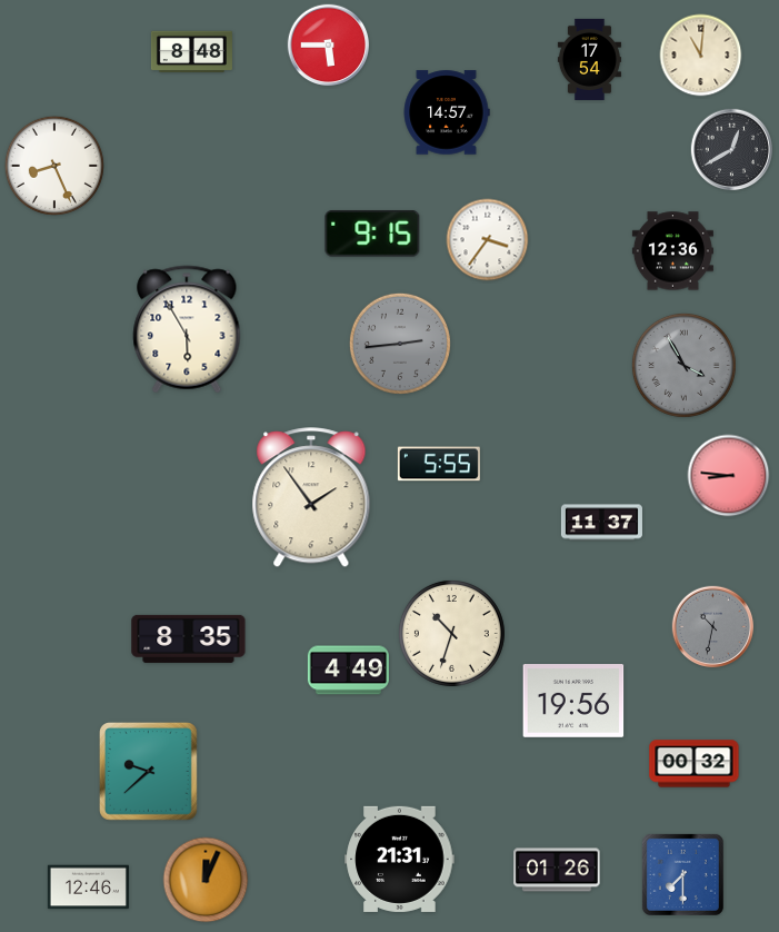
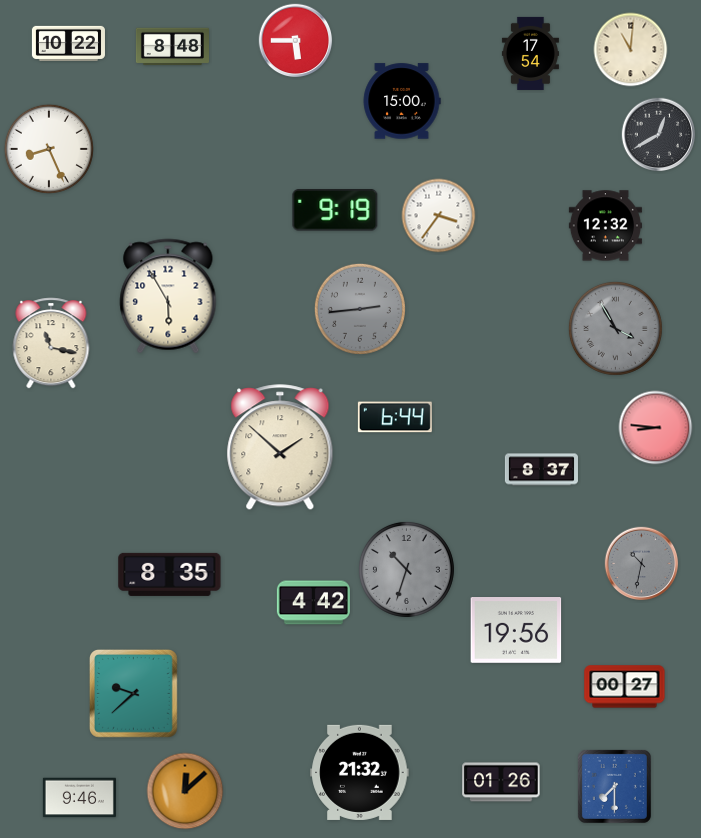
clock at (68, 43): none -> 10:22
clock at (447, 112): 14:57 -> 15:00
clock at (372, 234): 9:15 -> 9:19
clock at (672, 251): 12:36 -> 12:32
clock at (51, 343): none -> 11:17
clock at (439, 464): 5:55 -> 6:44
clock at (311, 498): 1:54 -> 1:52
clock at (601, 523): 11:37 -> 8:37
clock at (451, 633) dial: cream -> grey
clock at (348, 671): 4:49 -> 4:42
clock at (695, 764): 00:32 -> 00:27
clock at (400, 859): 21:31 -> 21:32
clock at (206, 880): 12:04 -> 12:08
clock at (88, 888): 12:46 -> 9:46
